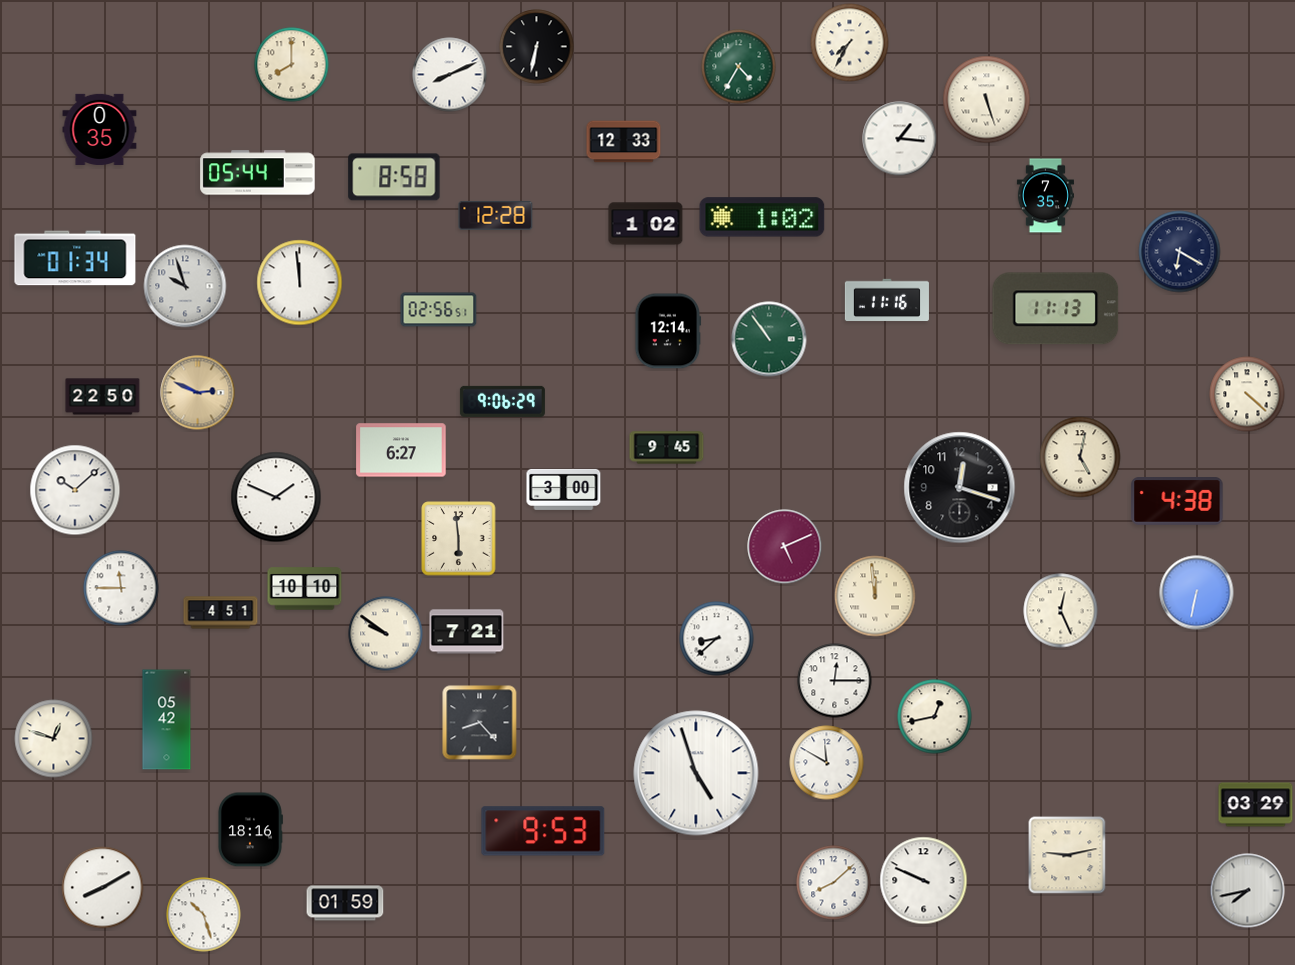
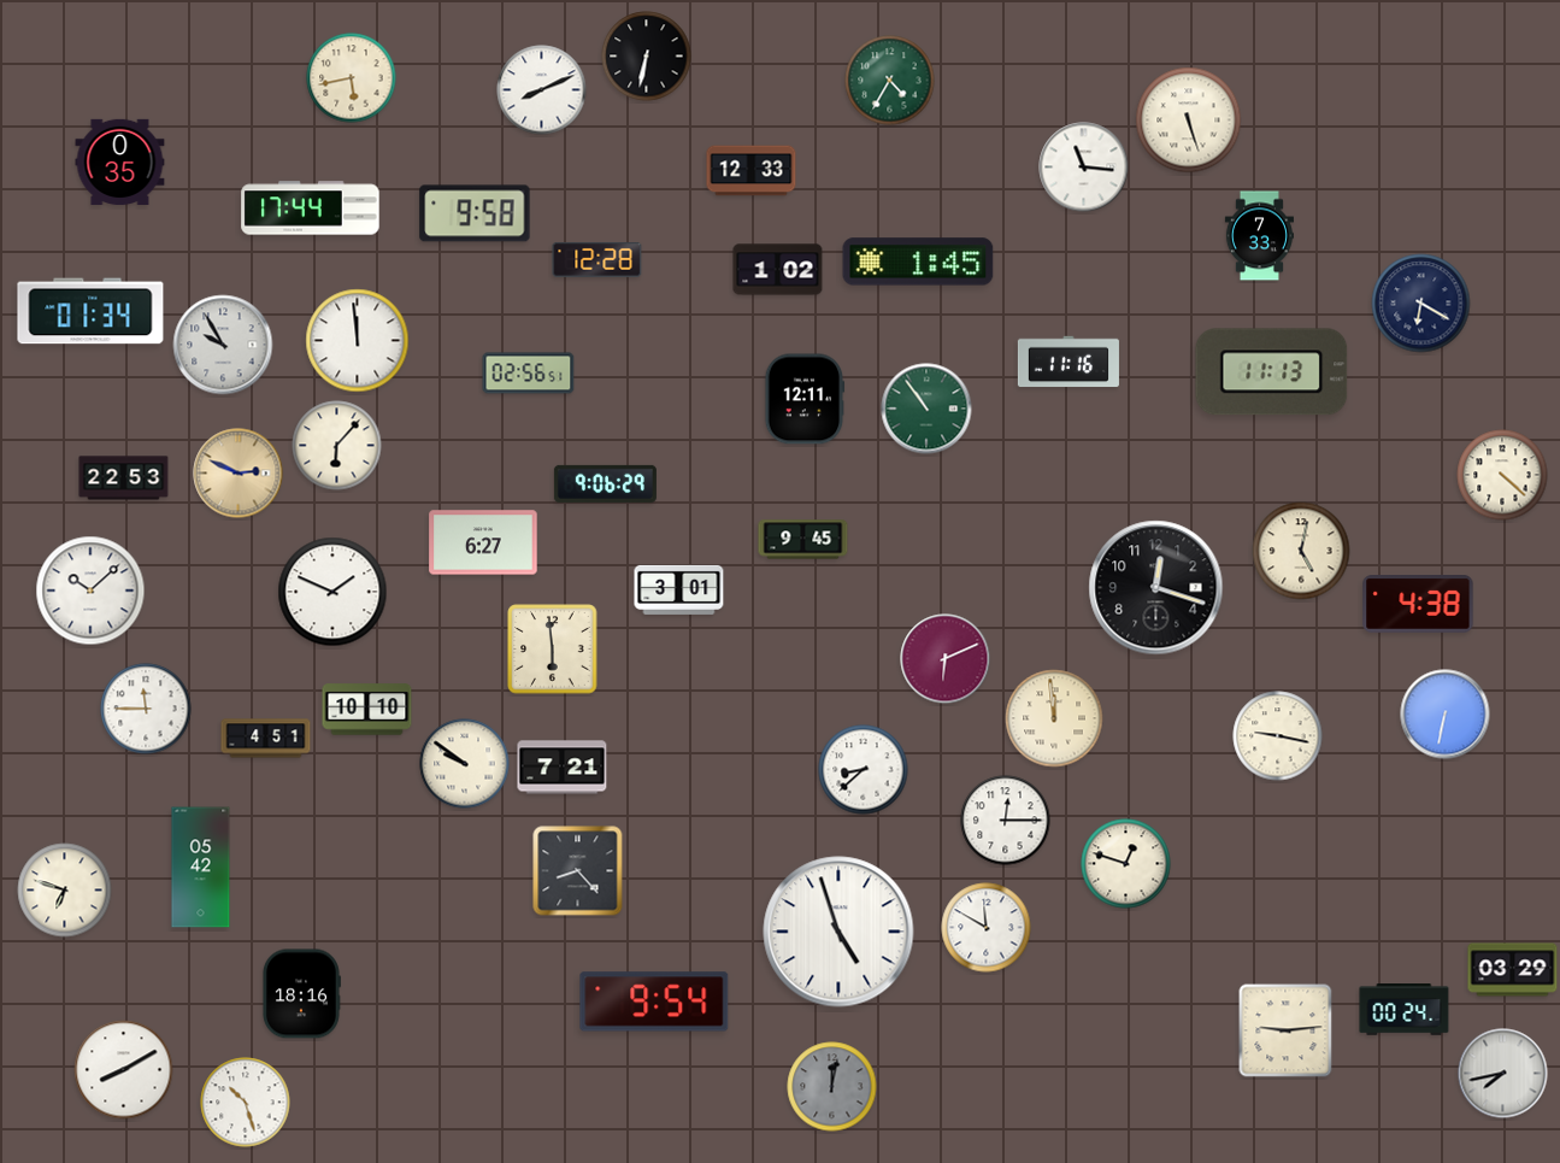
clock at (850, 43): 7:35 -> none
clock at (292, 65): 8:00 -> 5:43
clock at (100, 129) position: (100, 129) -> (120, 161)
clock at (900, 139): 1:16 -> 11:16
clock at (258, 173): 05:44 -> 17:44
clock at (394, 177): 8:58 -> 9:58
clock at (1045, 196): 7:35 -> 7:33
clock at (762, 217): 1:02 -> 1:45
clock at (300, 283) position: (300, 283) -> (358, 341)
clock at (185, 286): 9:57 -> 9:55
clock at (668, 331): 12:14 -> 12:11
clock at (337, 446): none -> 6:07
clock at (103, 397): 22:50 -> 22:53
clock at (564, 489): 3:00 -> 3:01
clock at (276, 497) position: (276, 497) -> (332, 592)
clock at (785, 547): 5:11 -> 6:11
clock at (1197, 593) position: (1197, 593) -> (1446, 715)
clock at (1061, 611): 12:26 -> 9:17
clock at (467, 632) position: (467, 632) -> (563, 768)
clock at (935, 717): 12:43 -> 12:48
clock at (54, 739): 12:48 -> 6:48
clock at (827, 763) position: (827, 763) -> (987, 928)
clock at (250, 830) position: (250, 830) -> (301, 994)
clock at (543, 831): 9:53 -> 9:54
clock at (1405, 1010): none -> 00:24
clock at (1067, 855): 9:13 -> 9:14
clock at (924, 881): 9:49 -> none
clock at (834, 883): 8:08 -> none
clock at (832, 1087): none -> 12:02
clock at (345, 903): 01:59 -> none
